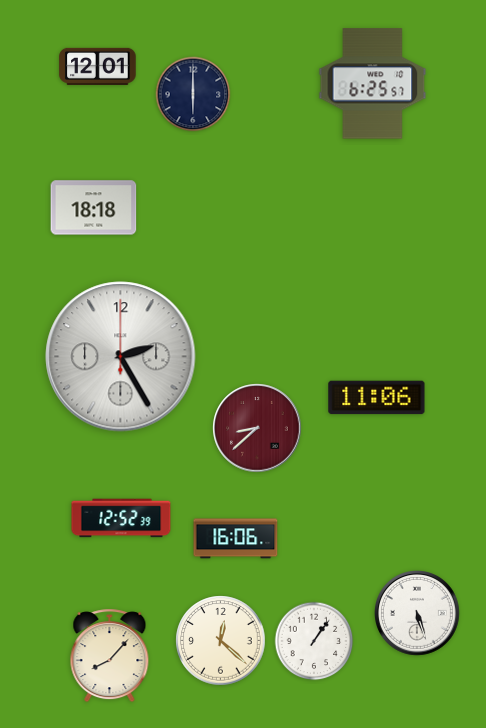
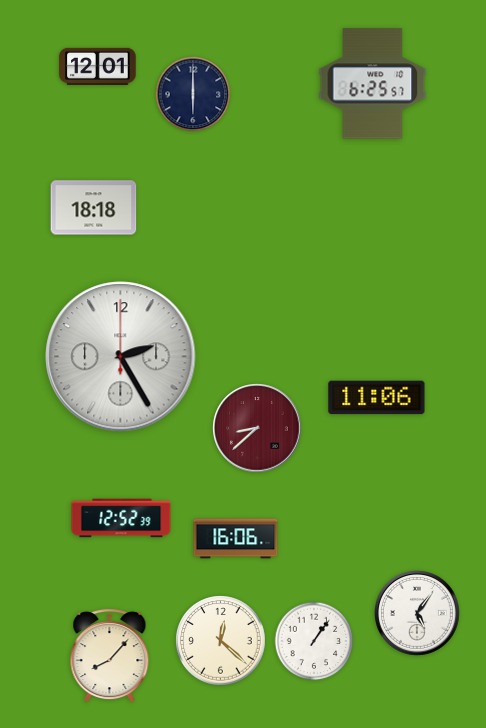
clock at (418, 614): 5:27 -> 5:06
